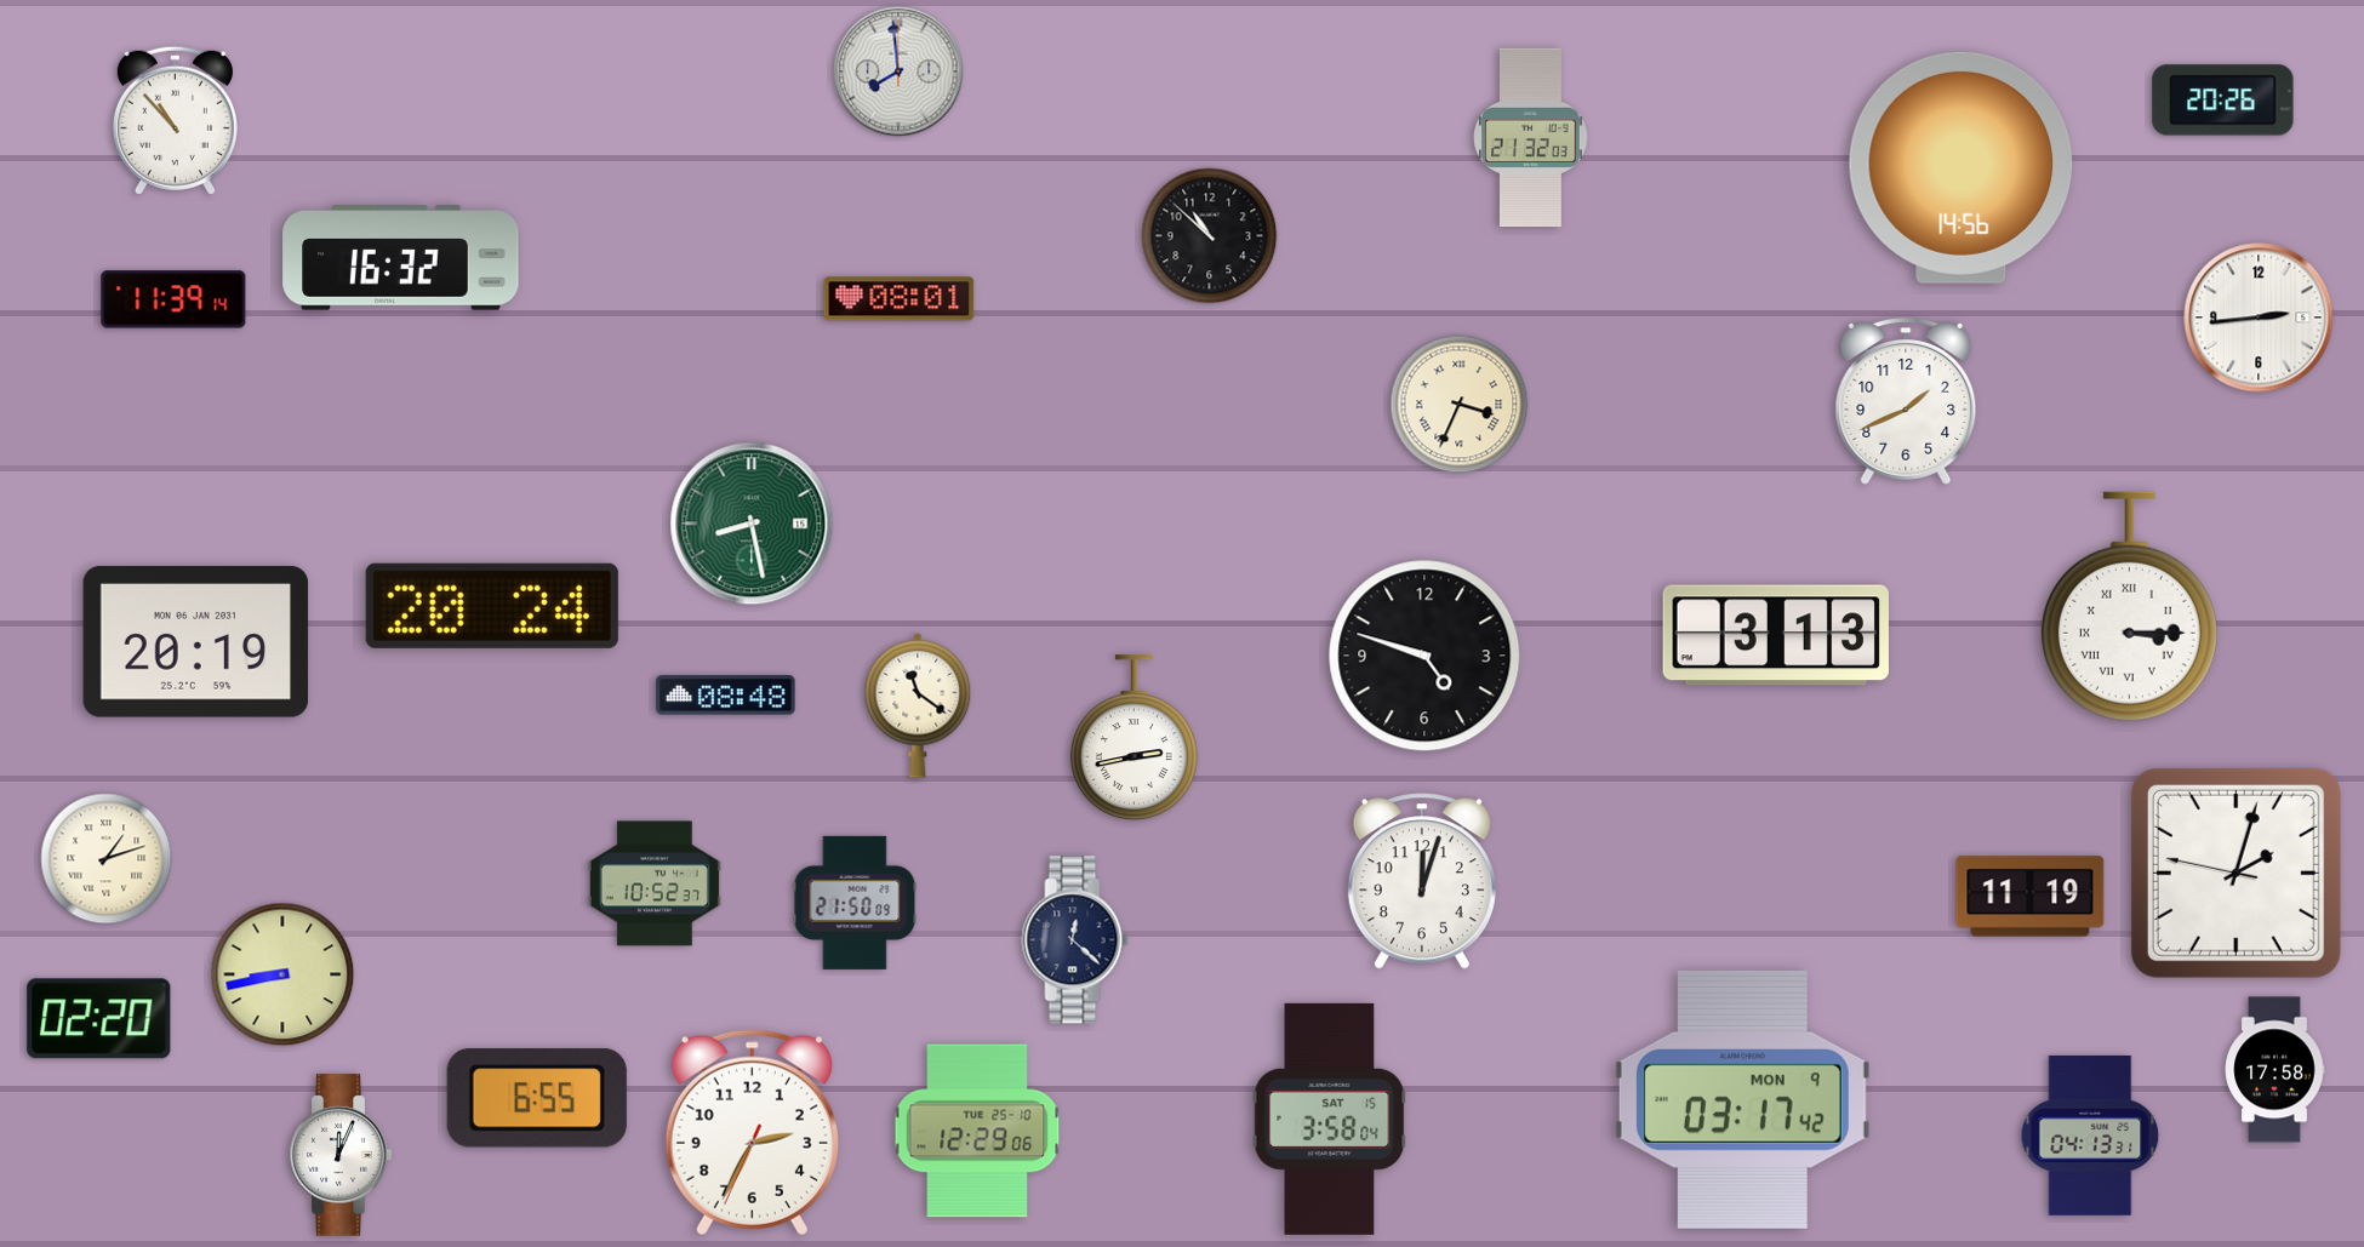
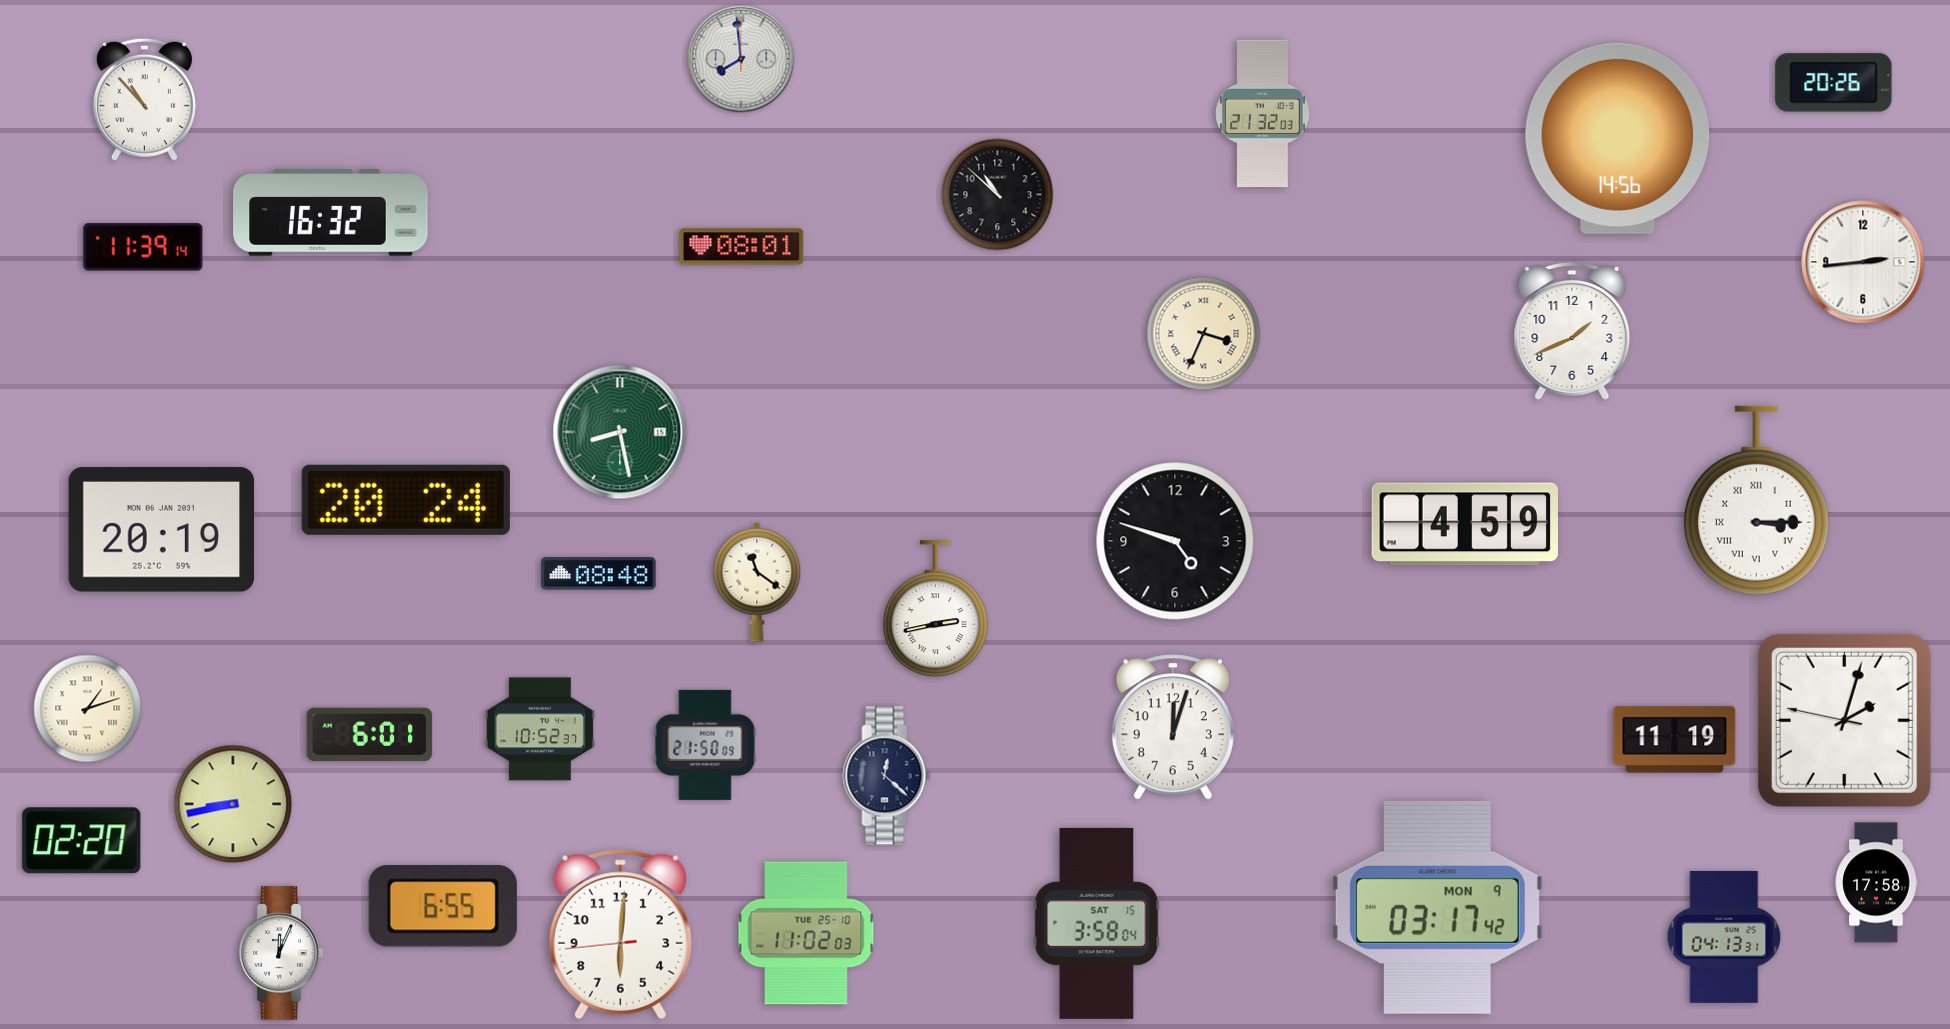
clock at (1776, 635): 3:13 -> 4:59
clock at (370, 734): none -> 6:01
clock at (977, 1131): 12:29 -> 11:02
clock at (752, 1133): 2:34 -> 6:00
